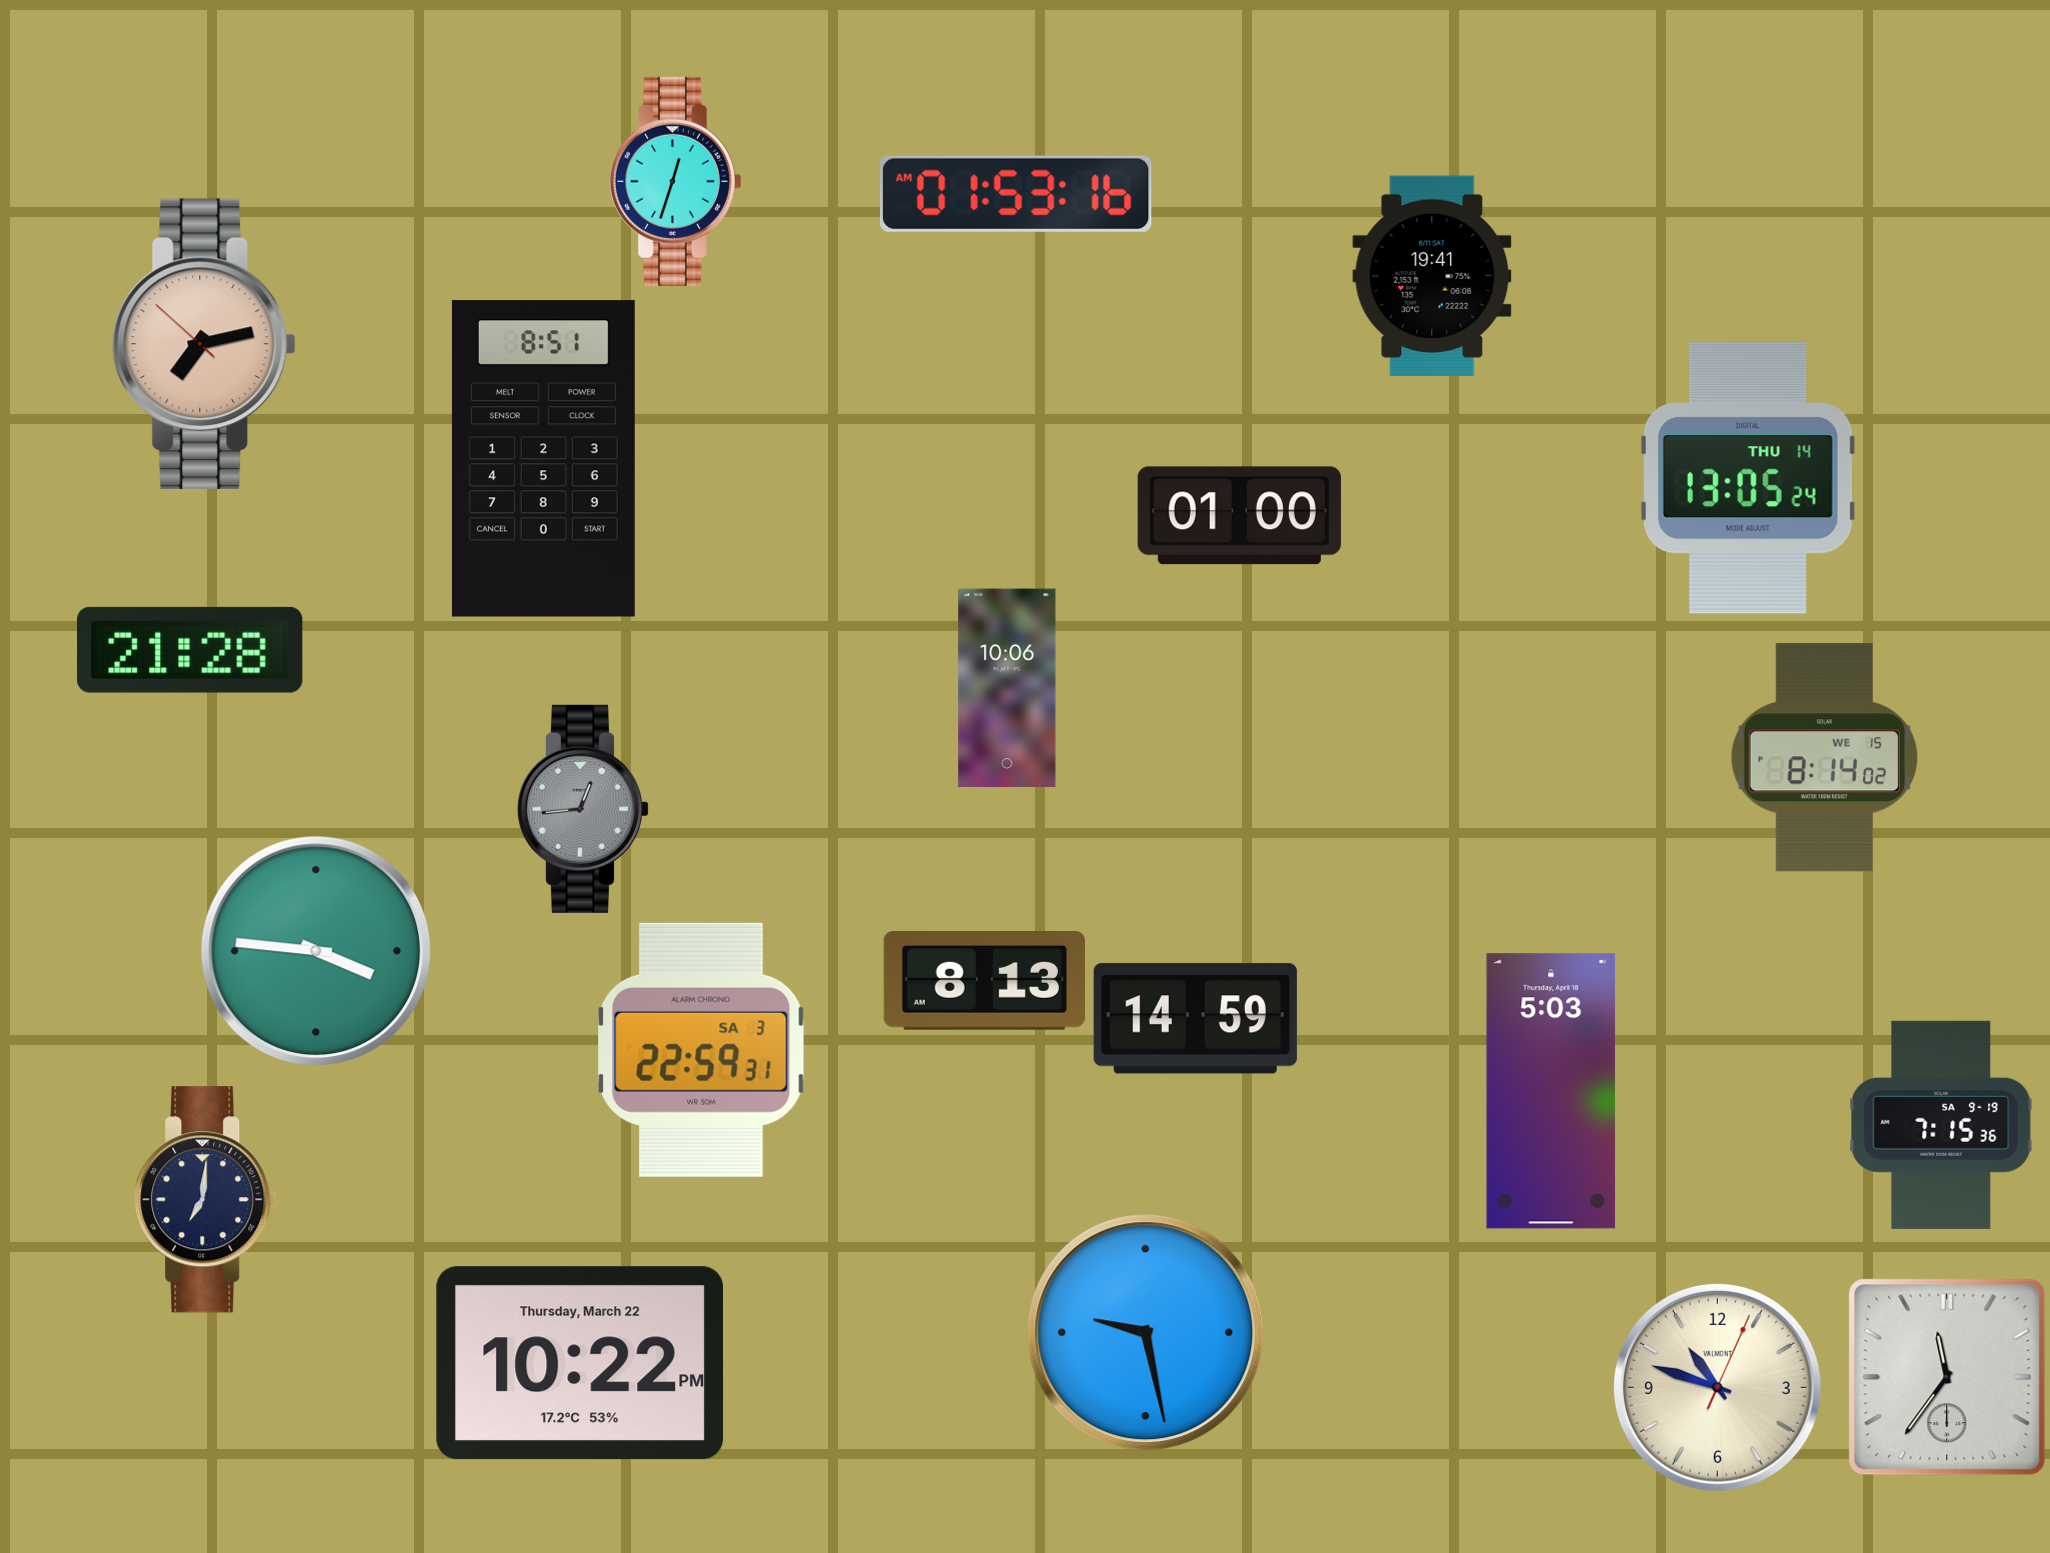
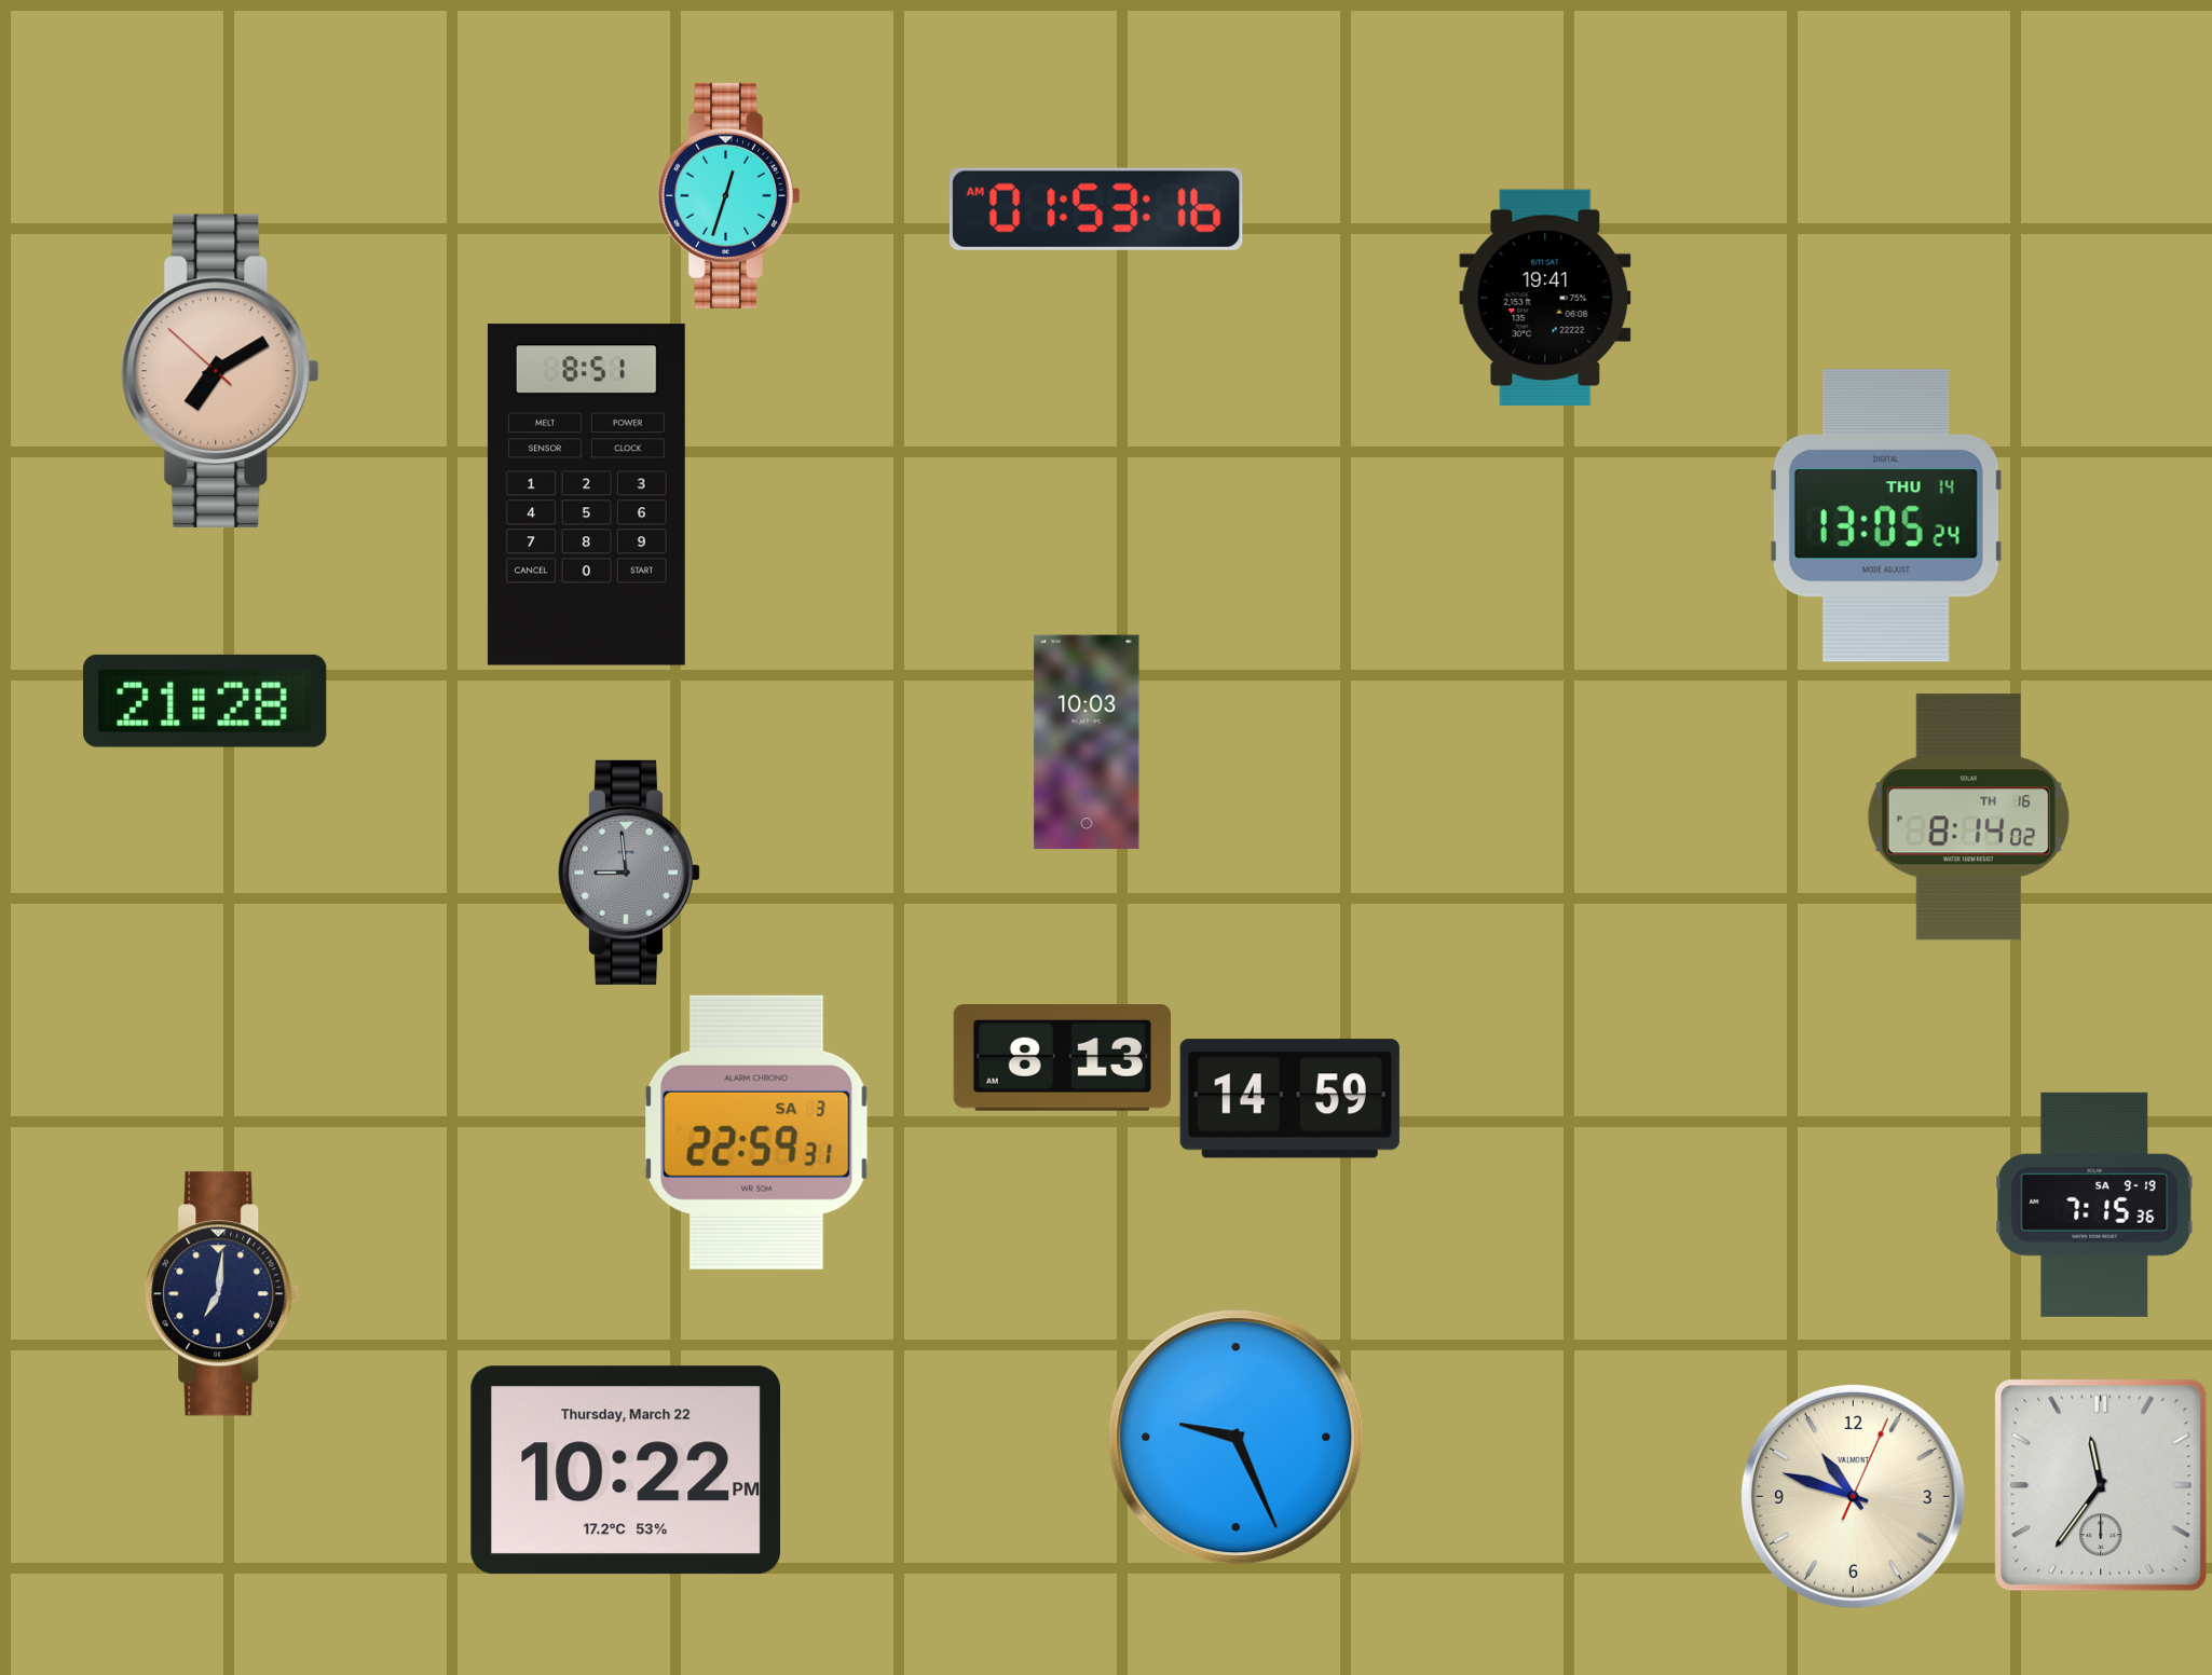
clock at (204, 344): 7:12 -> 7:09
clock at (1239, 516): 01:00 -> none
clock at (1007, 688): 10:06 -> 10:03
clock at (1824, 758) date: WE 15 -> TH 16
clock at (583, 809): 12:44 -> 8:59
clock at (316, 951): 3:46 -> none
clock at (1551, 1091): 5:03 -> none
clock at (1941, 1125) position: (1941, 1125) -> (2094, 1205)
clock at (1146, 1333): 9:28 -> 9:26
